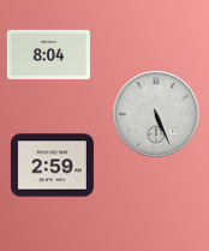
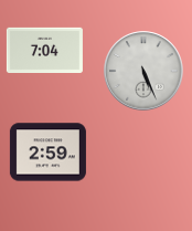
clock at (48, 54): 8:04 -> 7:04
clock at (156, 114) position: (156, 114) -> (143, 71)
